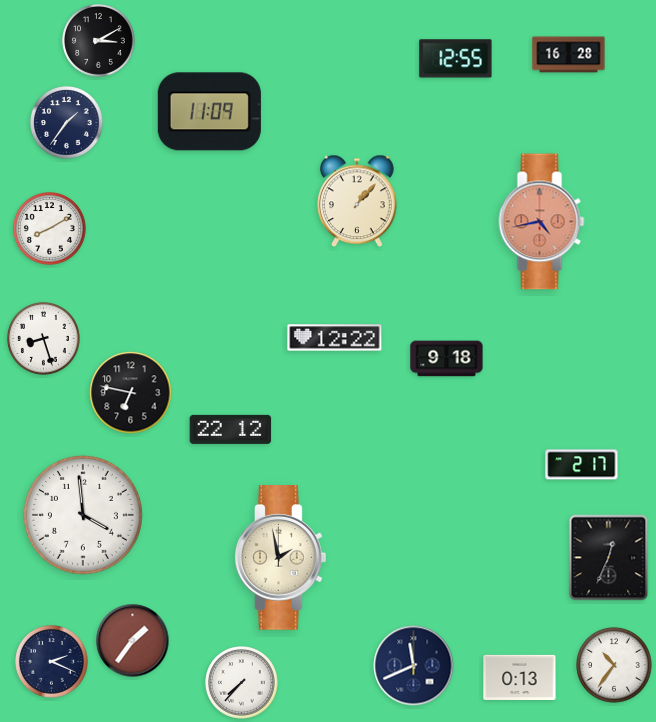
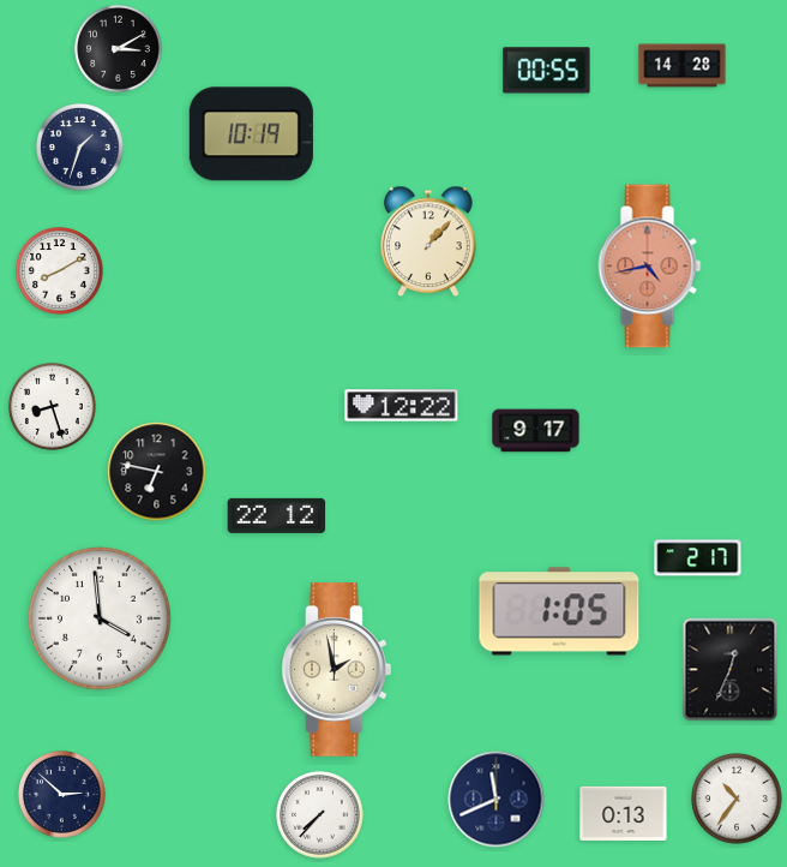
clock at (569, 55): 16:28 -> 14:28
clock at (456, 59): 12:55 -> 00:55
clock at (209, 112): 11:09 -> 10:19
clock at (67, 123): 1:36 -> 1:33
clock at (50, 229) position: (50, 229) -> (60, 271)
clock at (447, 359): 9:18 -> 9:17
clock at (559, 611): none -> 1:05
clock at (133, 641): 1:36 -> none
clock at (52, 662): 2:19 -> 2:52
clock at (242, 683) position: (242, 683) -> (320, 815)
